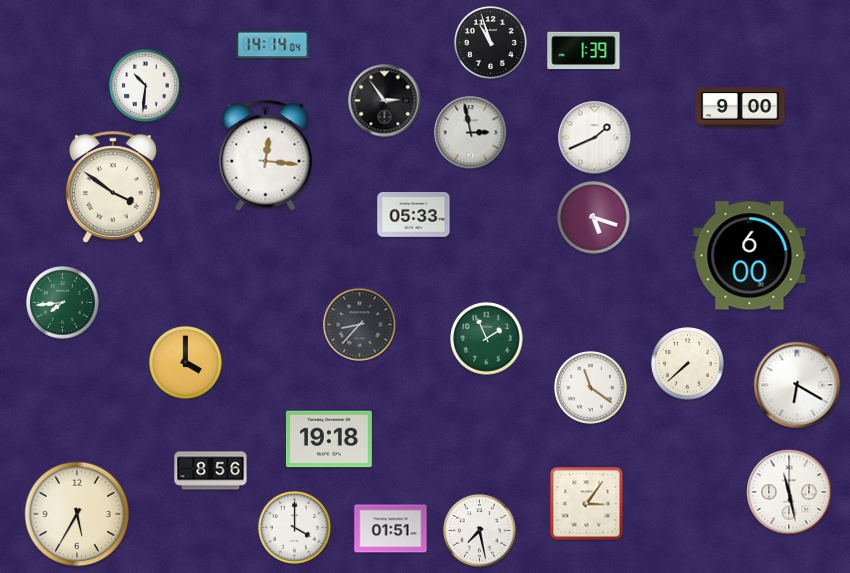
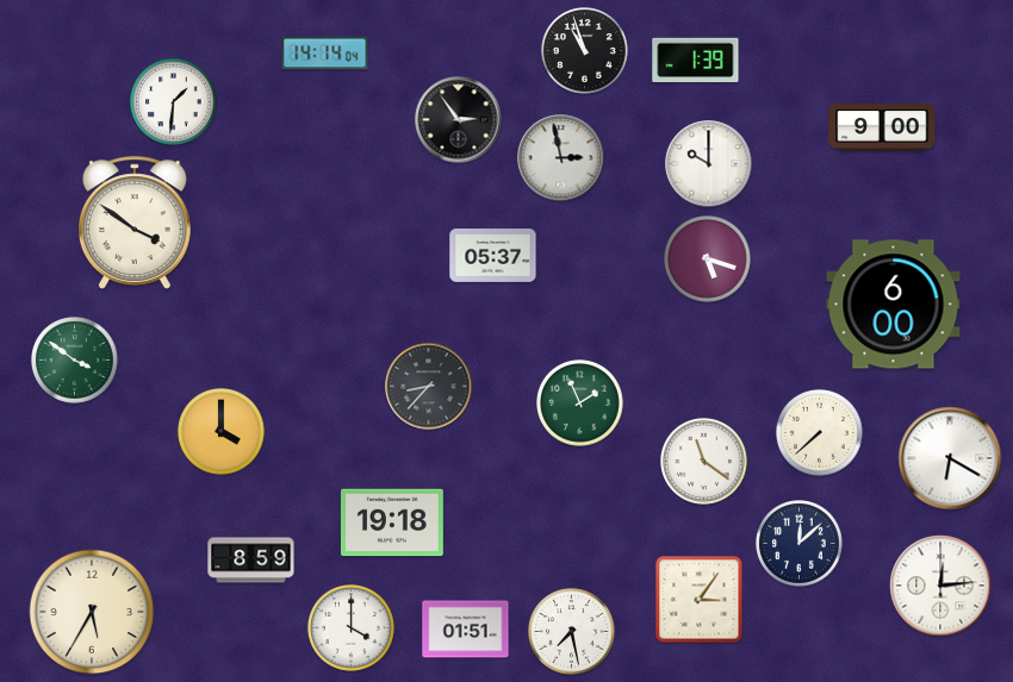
clock at (146, 86): 10:31 -> 1:31
clock at (595, 138): 1:41 -> 10:00
clock at (266, 155): 12:16 -> none
clock at (414, 215): 05:33 -> 05:37
clock at (63, 303): 7:44 -> 3:51
clock at (800, 544): none -> 12:08
clock at (211, 471): 8:56 -> 8:59
clock at (789, 492): 11:28 -> 12:14
